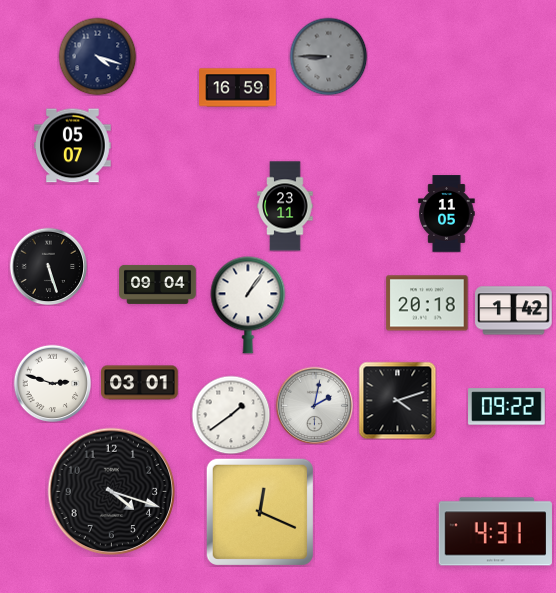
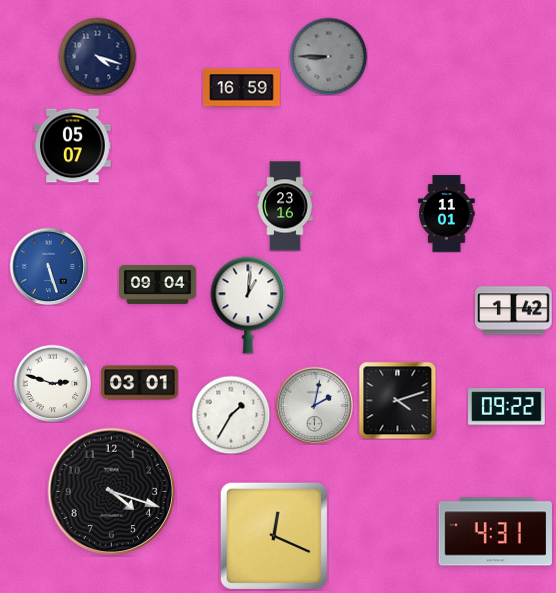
clock at (238, 88) position: (238, 88) -> (242, 88)
clock at (285, 206): 23:11 -> 23:16
clock at (447, 214): 11:05 -> 11:01
clock at (48, 266) dial: black -> blue
clock at (427, 303): 20:18 -> none
clock at (248, 305): 1:06 -> 1:01
clock at (231, 415): 1:39 -> 1:35
clock at (260, 512) position: (260, 512) -> (274, 536)
